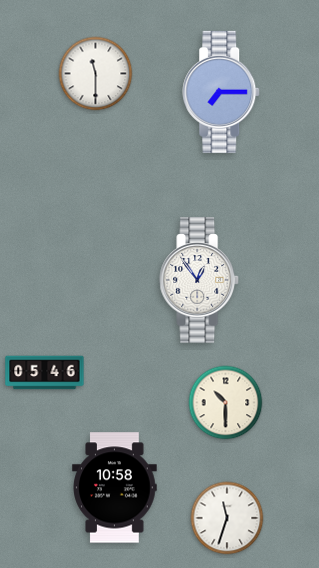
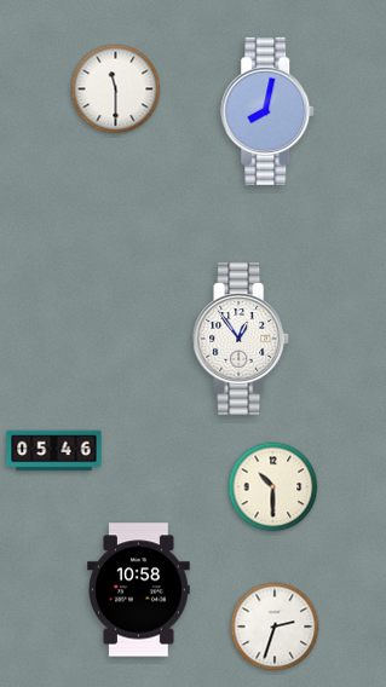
clock at (222, 92): 7:15 -> 8:02
clock at (227, 518): 11:33 -> 2:33
